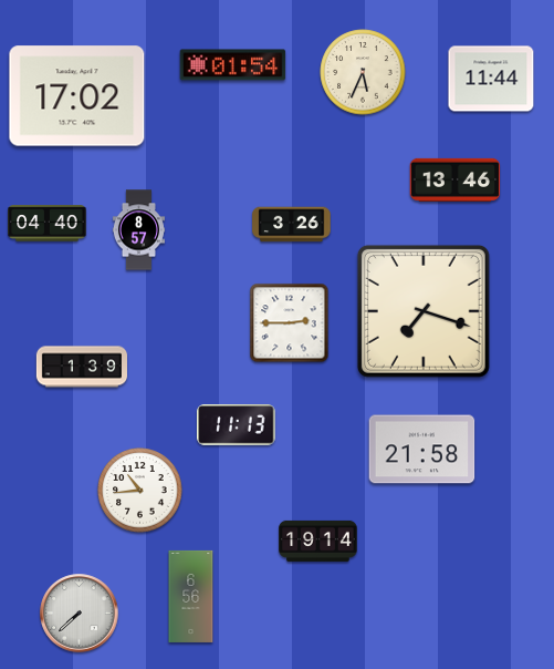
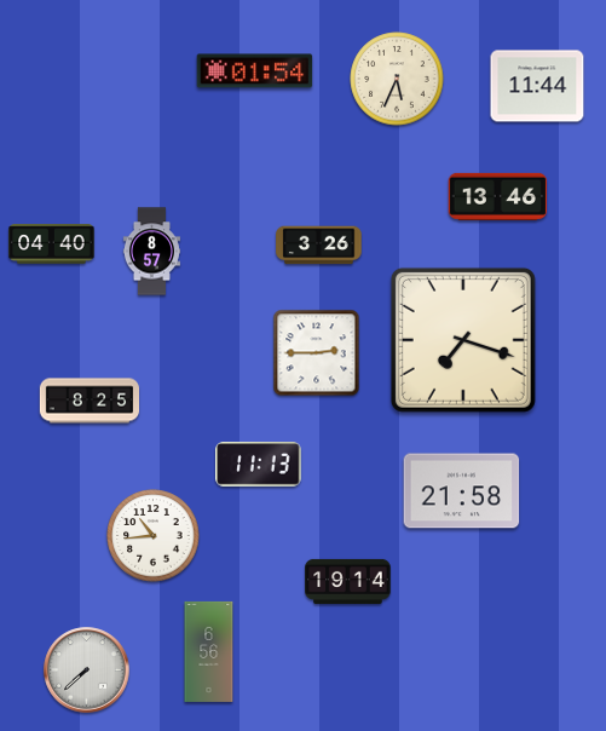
clock at (77, 96): 17:02 -> none
clock at (81, 367): 1:39 -> 8:25
clock at (318, 541) position: (318, 541) -> (348, 581)
